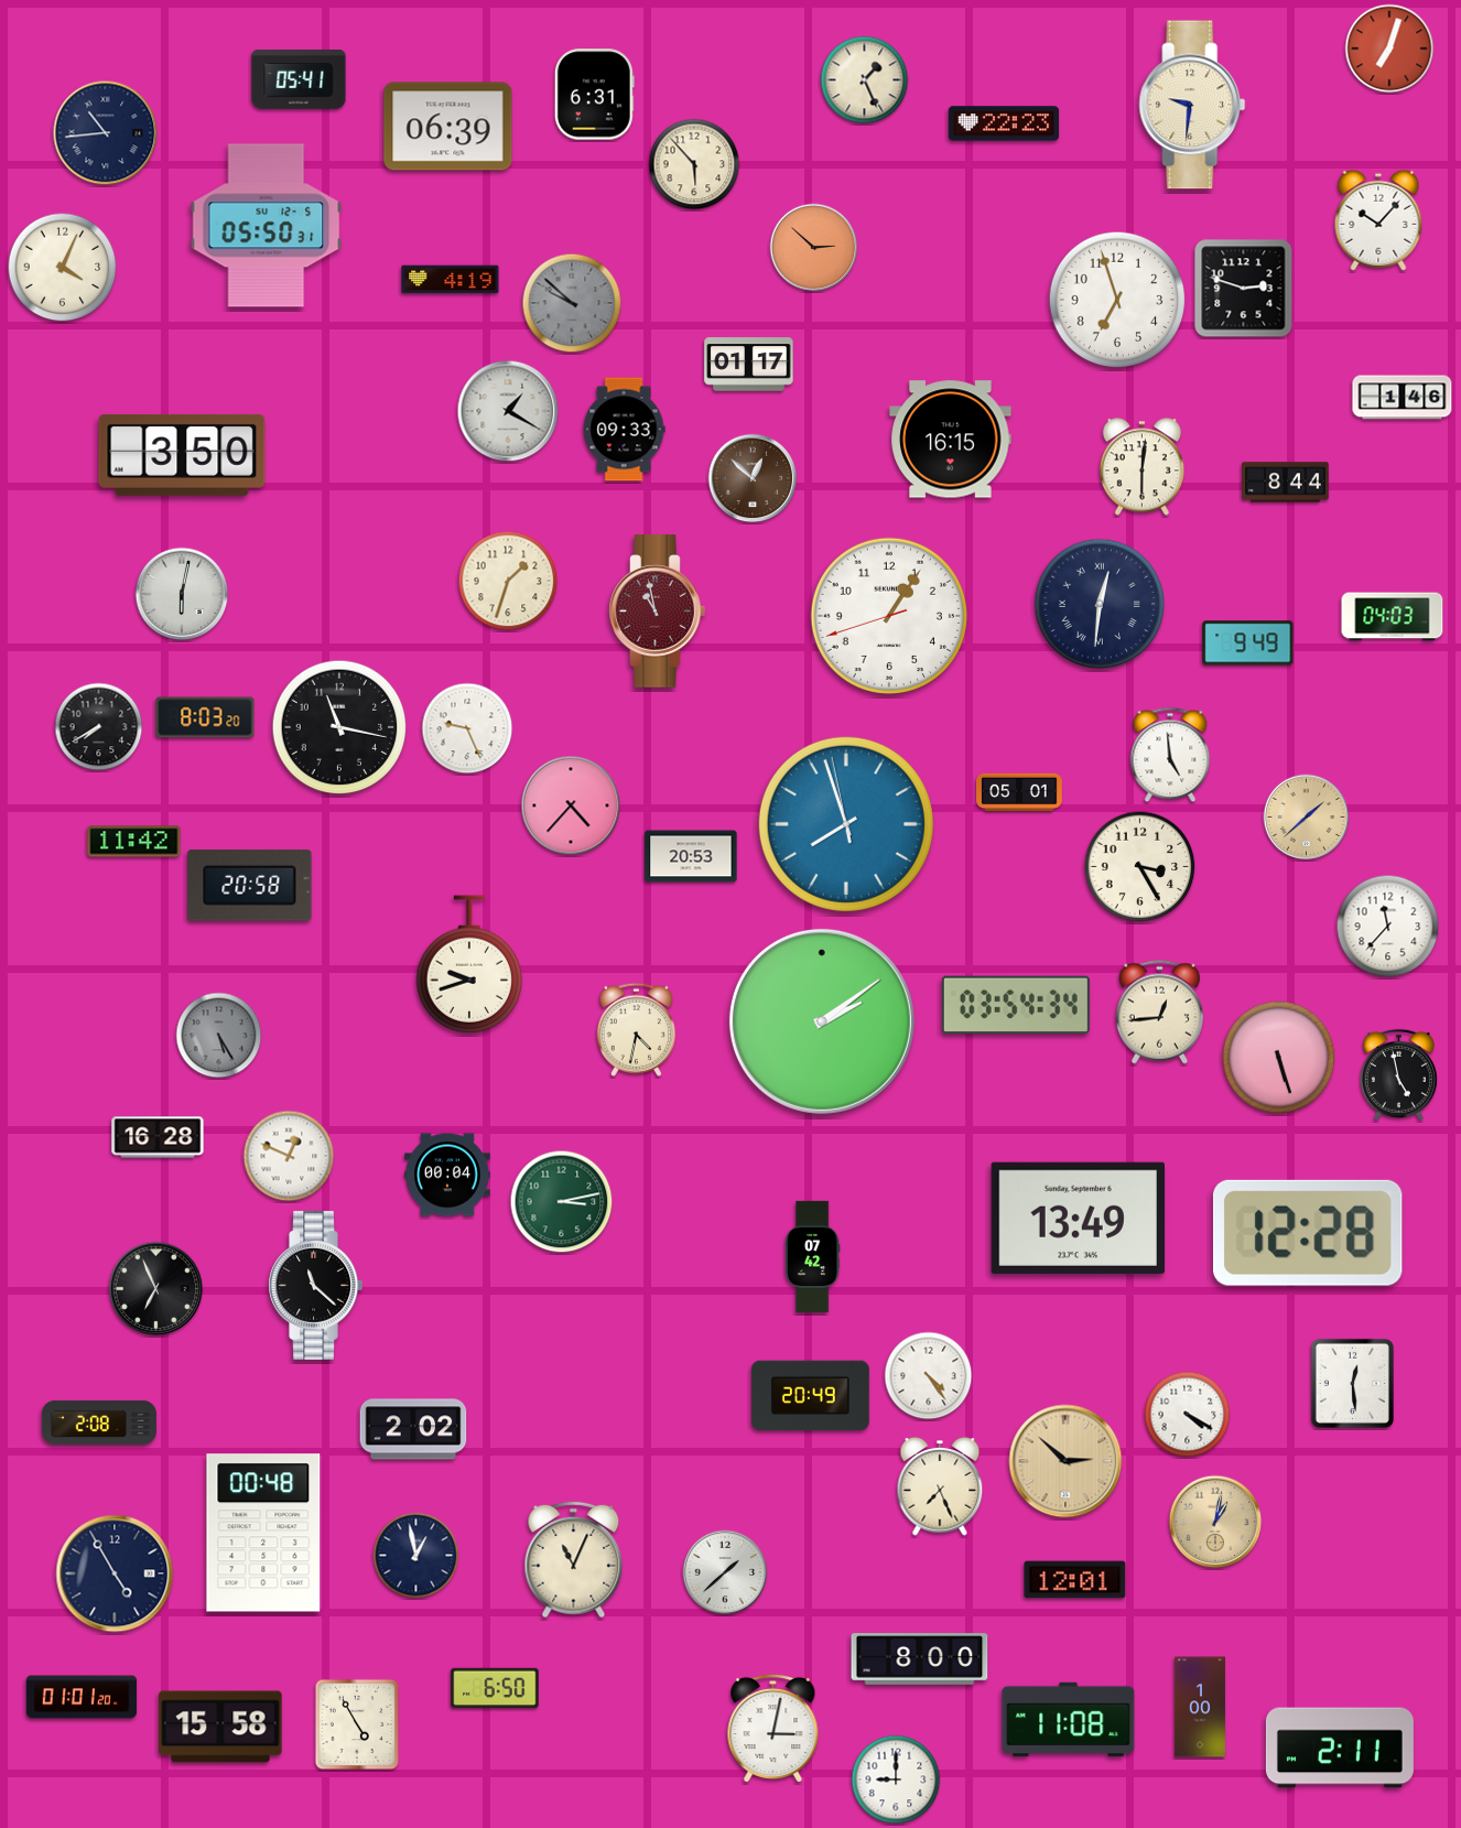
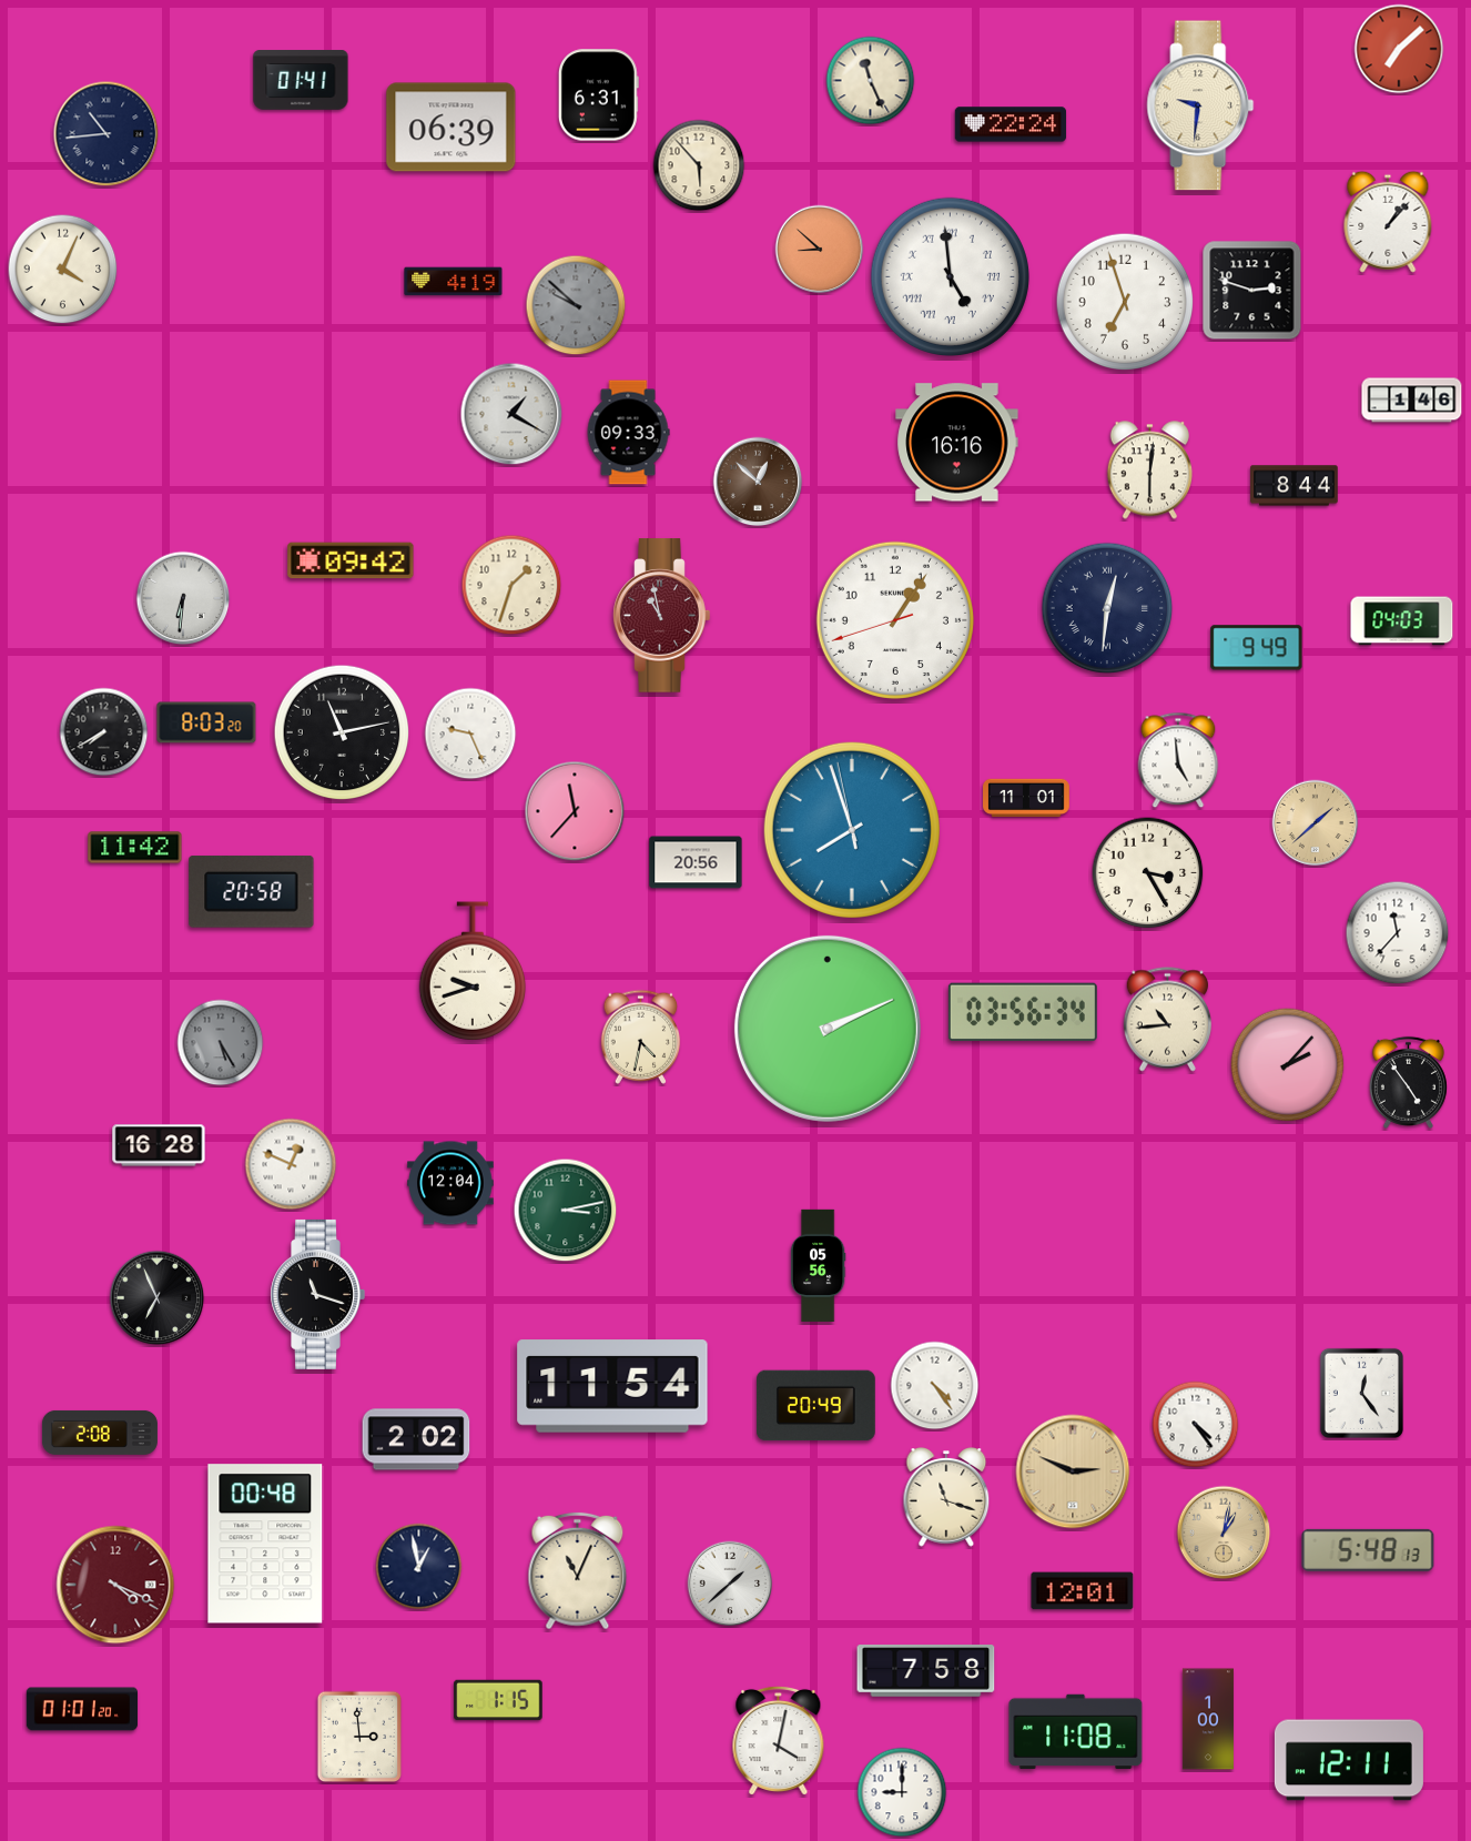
clock at (1389, 48): 7:03 -> 7:08
clock at (299, 80): 05:41 -> 01:41
clock at (865, 80): 1:26 -> 11:26
clock at (1004, 123): 22:23 -> 22:24
clock at (1378, 220): 10:07 -> 1:07
clock at (267, 226): 05:50 -> none
clock at (814, 248): 2:52 -> 8:52
clock at (950, 276): none -> 4:59
clock at (749, 365): 01:17 -> none
clock at (951, 440): 16:15 -> 16:16
clock at (182, 455): 3:50 -> none
clock at (351, 560): none -> 09:42
clock at (182, 594): 6:02 -> 6:31
clock at (99, 727) position: (99, 727) -> (104, 732)
clock at (339, 727): 11:17 -> 11:13
clock at (1019, 792): 05:01 -> 11:01
clock at (571, 805): 4:37 -> 11:37
clock at (691, 856): 20:53 -> 20:56
clock at (1016, 1005): 03:54 -> 03:56
clock at (1159, 1013): 12:44 -> 10:44
clock at (822, 1021): 2:09 -> 2:11
clock at (1279, 1058): 5:27 -> 2:07
clock at (1398, 1074): 4:58 -> 4:54
clock at (447, 1175): 00:04 -> 12:04
clock at (1078, 1218): 13:49 -> none
clock at (1308, 1233): 12:28 -> none
clock at (812, 1257): 07:42 -> 05:56
clock at (315, 1285): 11:22 -> 11:18
clock at (612, 1386): none -> 11:54
clock at (1352, 1383): 12:29 -> 12:24
clock at (1188, 1415): 4:20 -> 4:24
clock at (1065, 1461): 2:52 -> 2:49
clock at (940, 1486): 7:26 -> 11:18
clock at (1368, 1550): none -> 5:48
clock at (115, 1573): 4:55 -> 4:19
clock at (115, 1573) dial: navy -> burgundy
clock at (920, 1659): 8:00 -> 7:58
clock at (495, 1688): 6:50 -> 1:15
clock at (357, 1724): 4:55 -> 2:59
clock at (220, 1727): 15:58 -> none
clock at (773, 1728): 3:02 -> 4:02
clock at (1340, 1748): 2:11 -> 12:11
